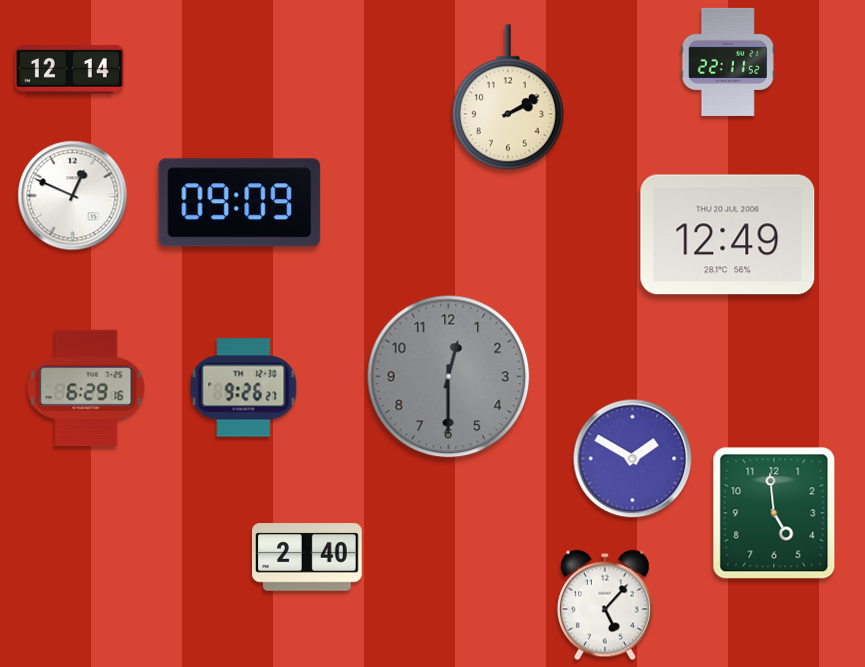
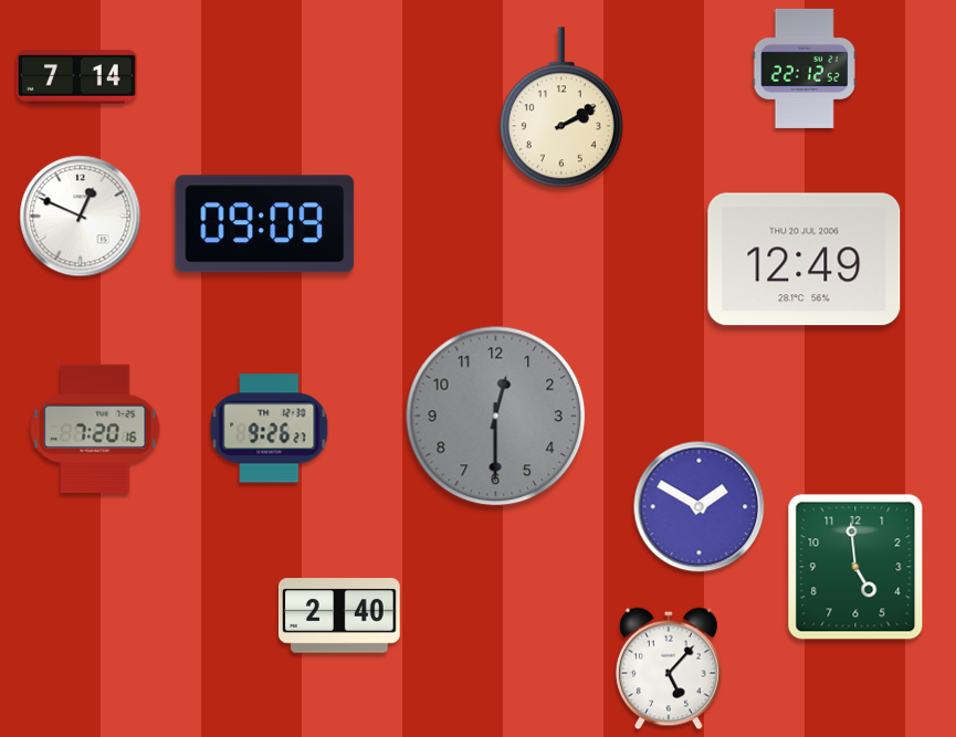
clock at (728, 62): 22:11 -> 22:12
clock at (69, 70): 12:14 -> 7:14
clock at (86, 388): 6:29 -> 7:20
